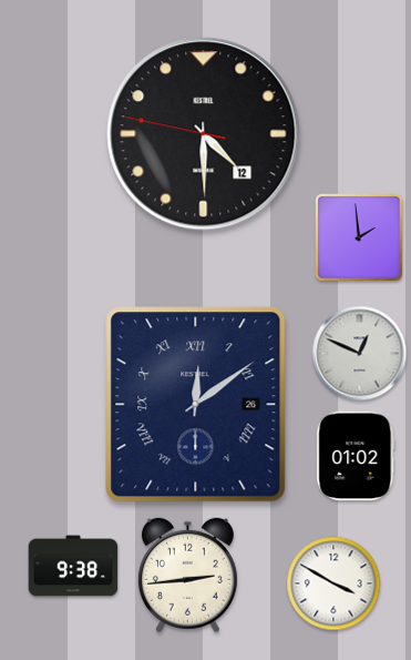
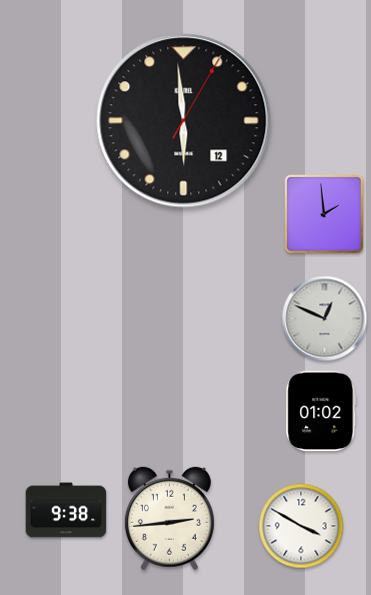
clock at (204, 134): 4:29 -> 5:59
clock at (196, 405): 12:09 -> none
